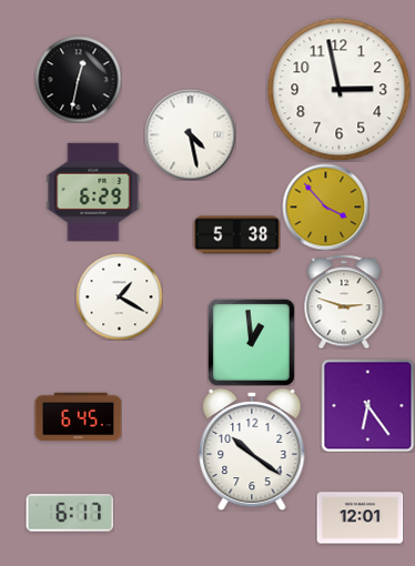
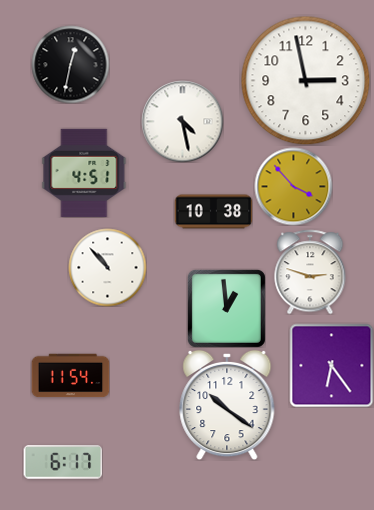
clock at (78, 79) position: (78, 79) -> (70, 64)
clock at (190, 134) position: (190, 134) -> (182, 121)
clock at (93, 192): 6:29 -> 4:51
clock at (236, 235): 5:38 -> 10:38
clock at (119, 296): 1:20 -> 10:53
clock at (78, 417): 6:45 -> 11:54
clock at (360, 518): 12:01 -> none
